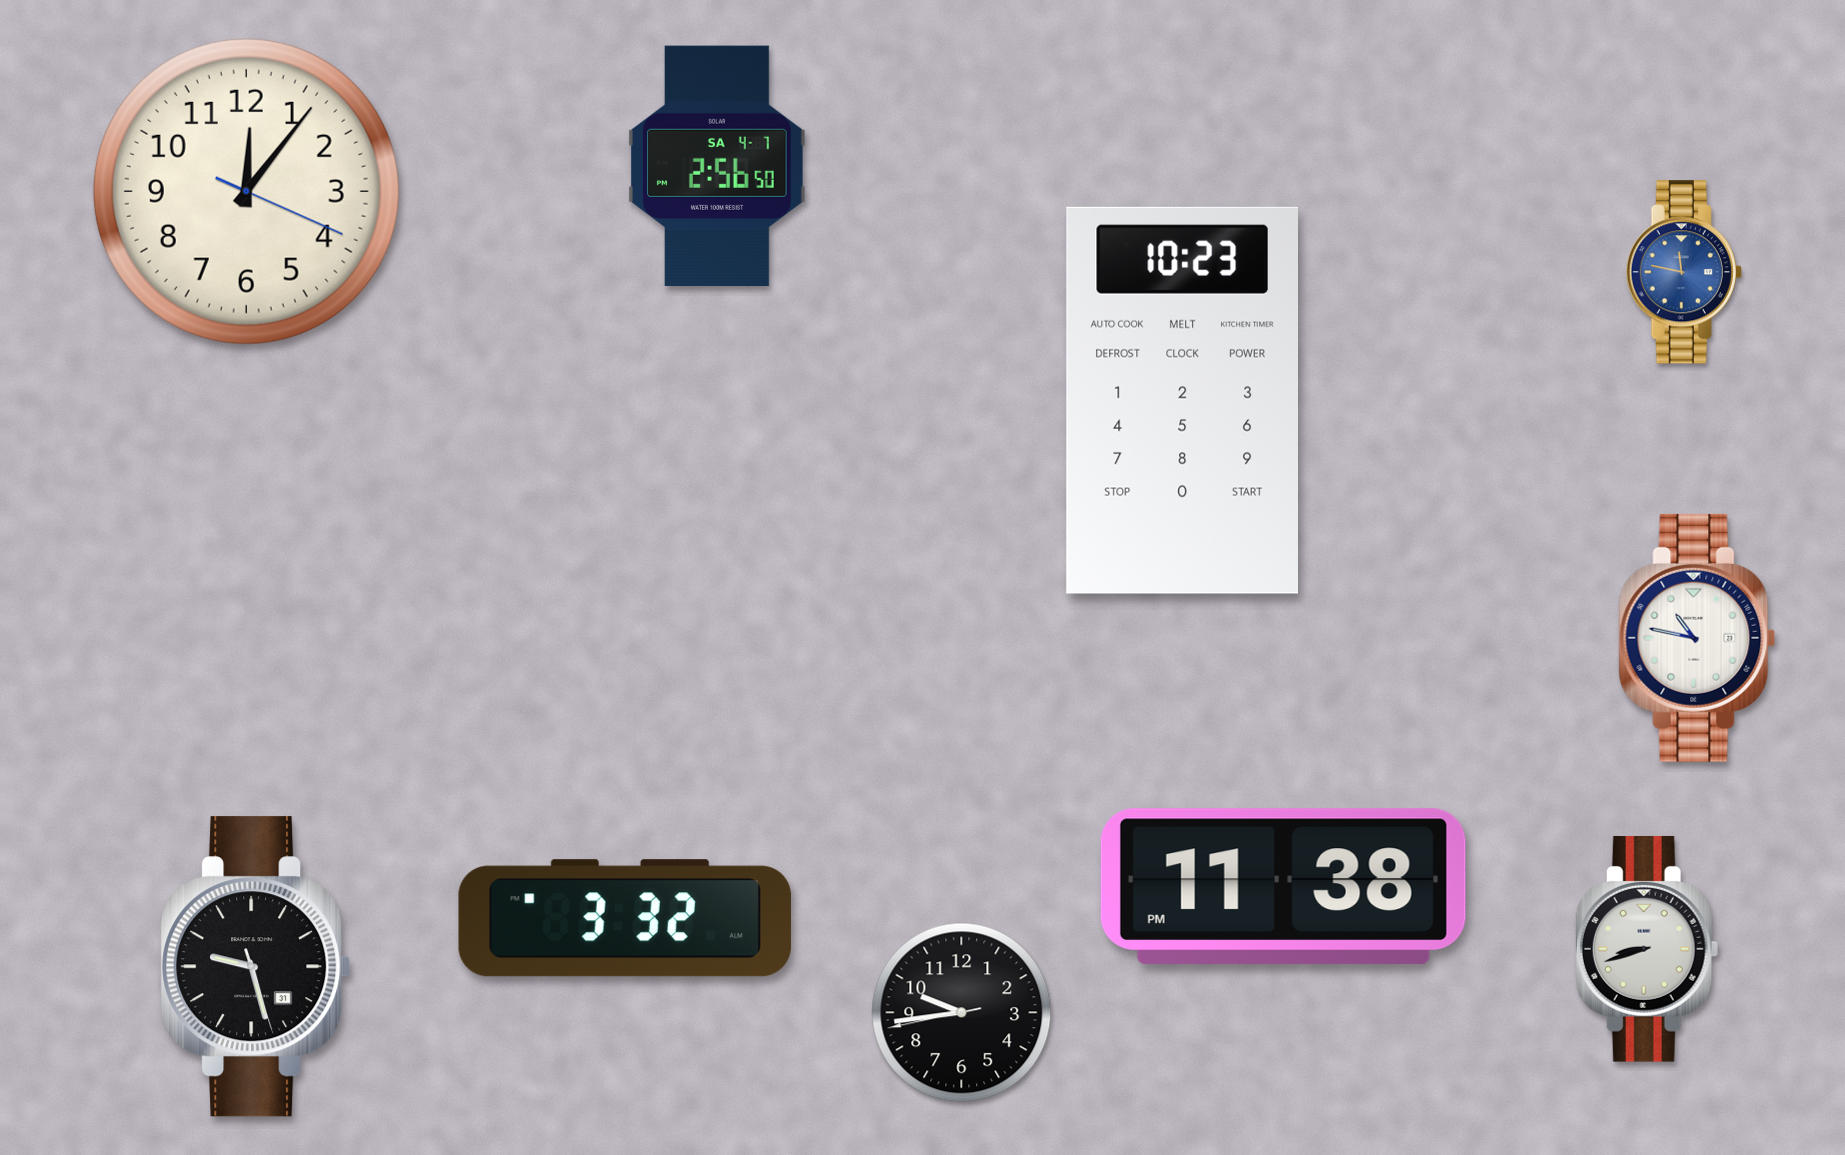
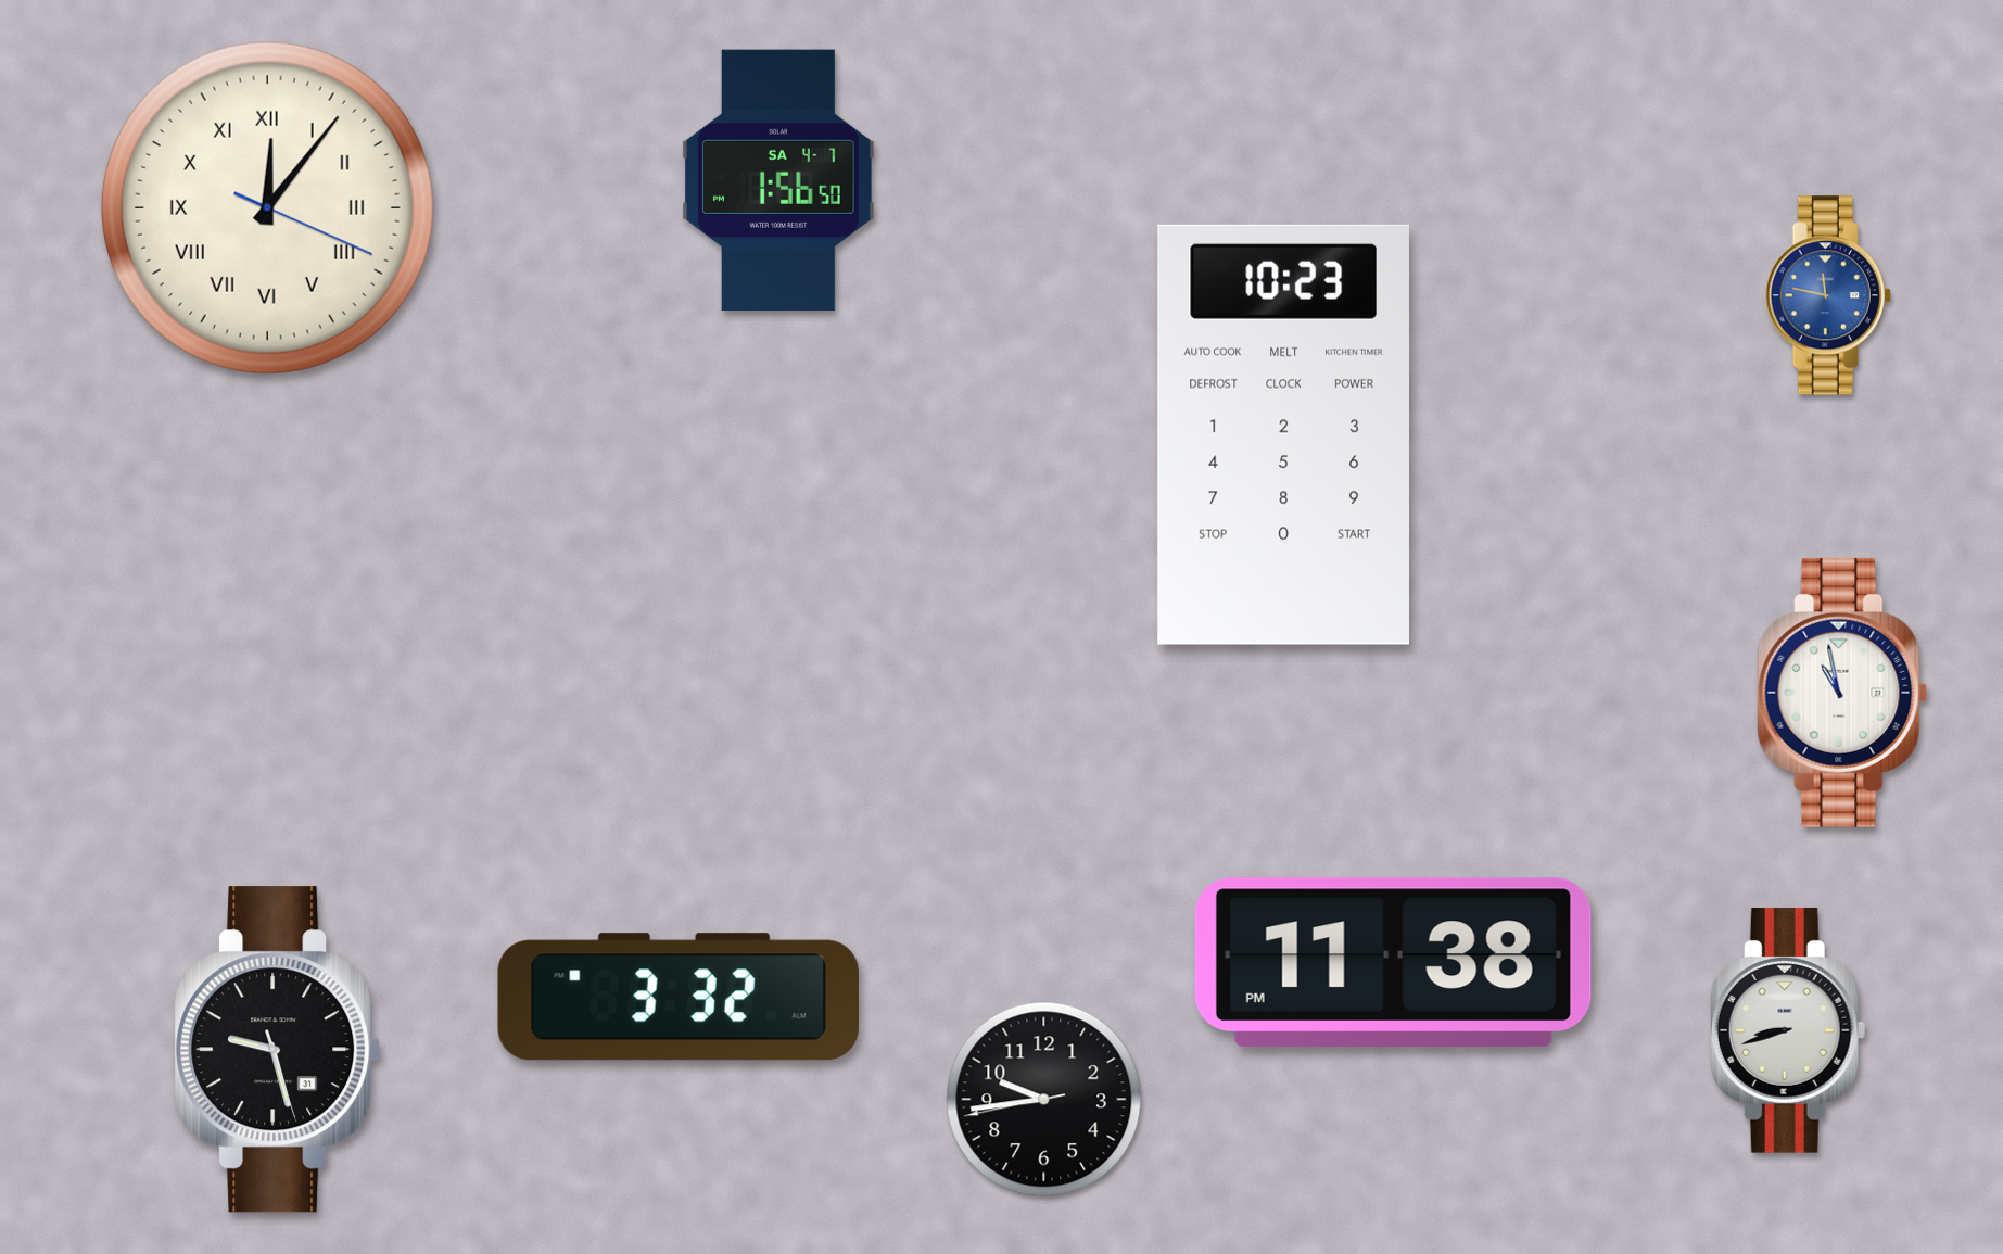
clock at (718, 166): 2:56 -> 1:56
clock at (246, 191) numerals: Arabic -> Roman
clock at (1697, 638): 10:47 -> 10:58
